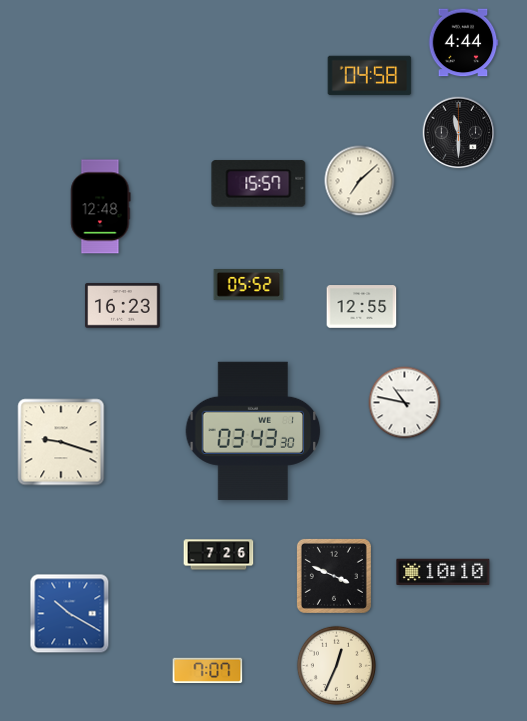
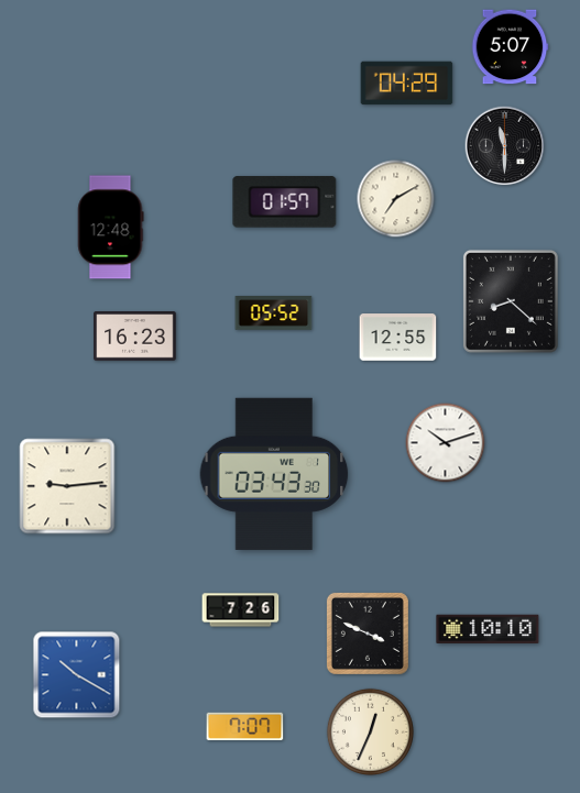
clock at (463, 43): 4:44 -> 5:07
clock at (370, 76): 04:58 -> 04:29
clock at (360, 181): 7:08 -> 7:10
clock at (259, 184): 15:57 -> 01:57
clock at (511, 301): none -> 8:22
clock at (405, 403): 10:47 -> 10:12
clock at (253, 431) position: (253, 431) -> (274, 474)
clock at (61, 442): 9:18 -> 9:14
clock at (208, 671) position: (208, 671) -> (245, 727)
